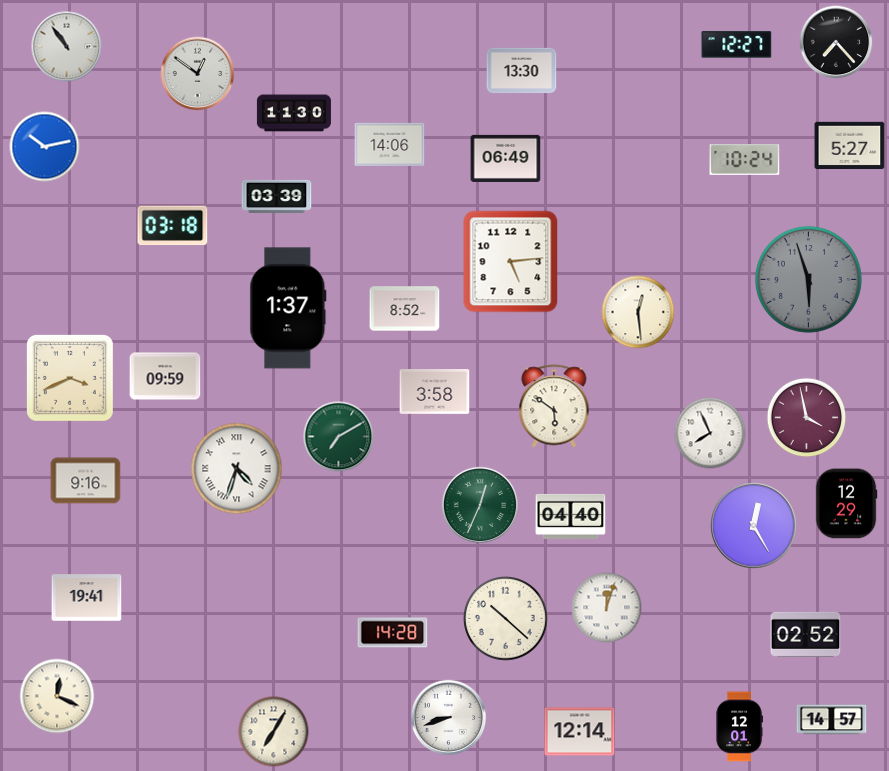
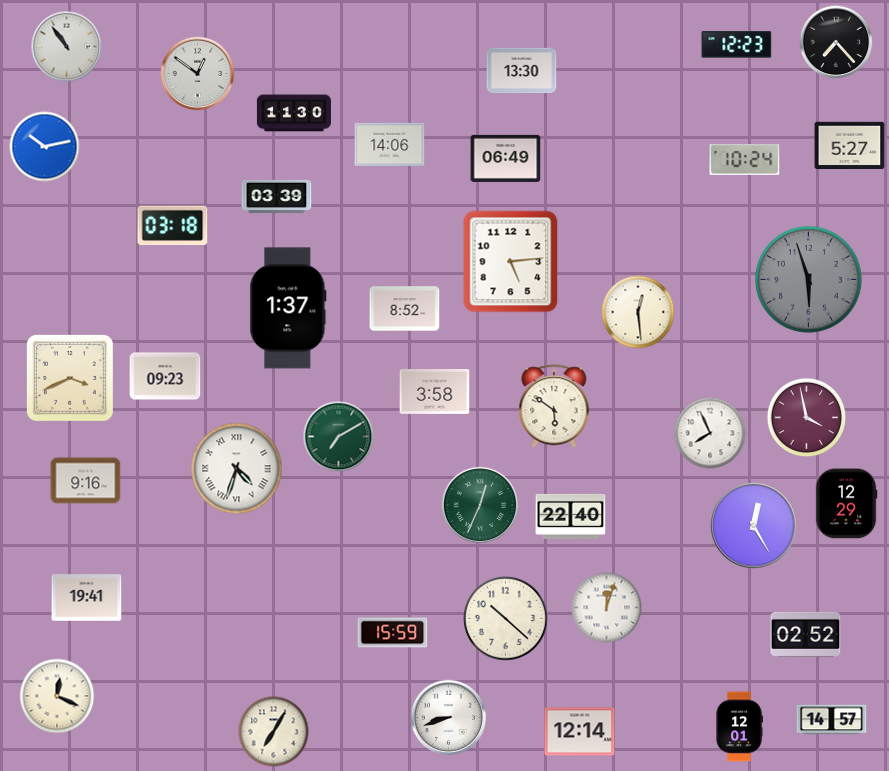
clock at (737, 45): 12:27 -> 12:23
clock at (165, 376): 09:59 -> 09:23
clock at (571, 516): 04:40 -> 22:40
clock at (393, 633): 14:28 -> 15:59
